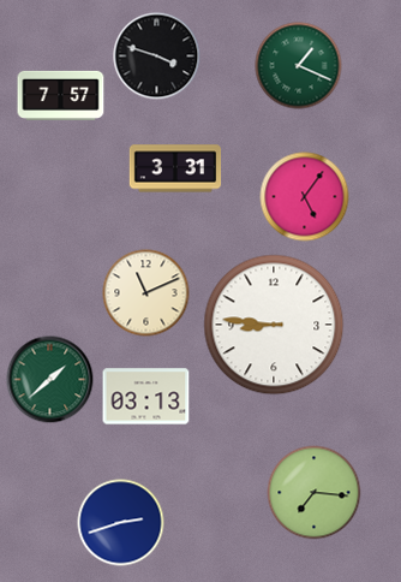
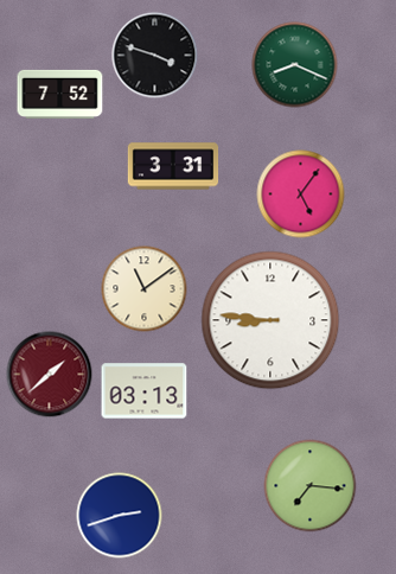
clock at (299, 66): 1:19 -> 8:19
clock at (61, 95): 7:57 -> 7:52
clock at (146, 293): 11:11 -> 11:09
clock at (50, 380) dial: green -> burgundy
